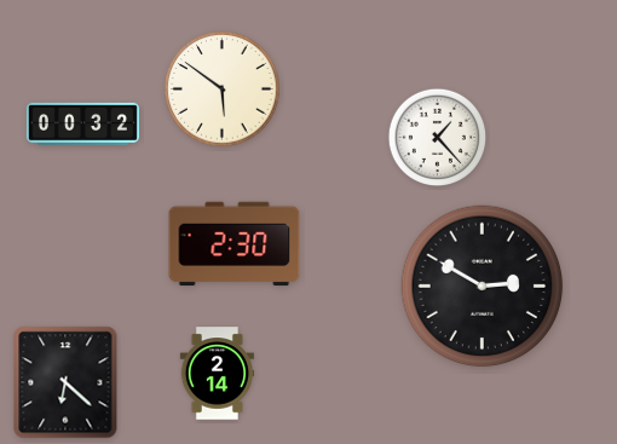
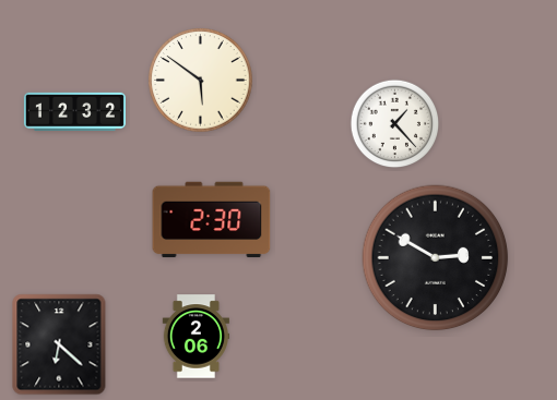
clock at (82, 123): 00:32 -> 12:32
clock at (217, 374): 2:14 -> 2:06
